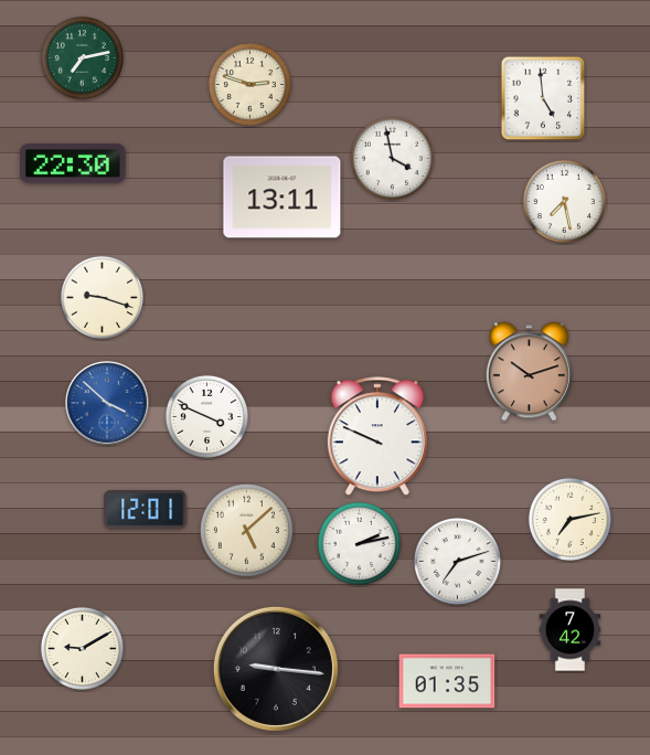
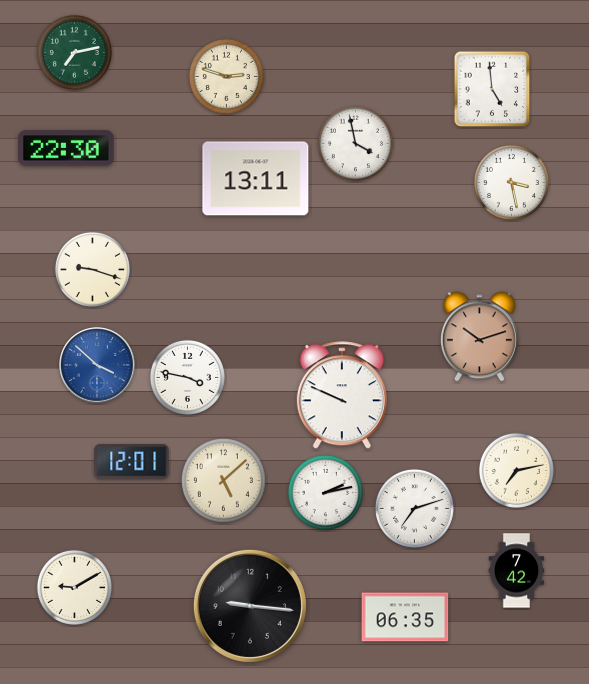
clock at (564, 201): 7:28 -> 3:28
clock at (206, 416): 3:49 -> 3:47
clock at (447, 681): 01:35 -> 06:35
